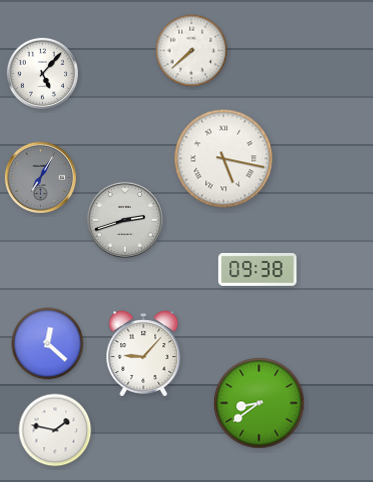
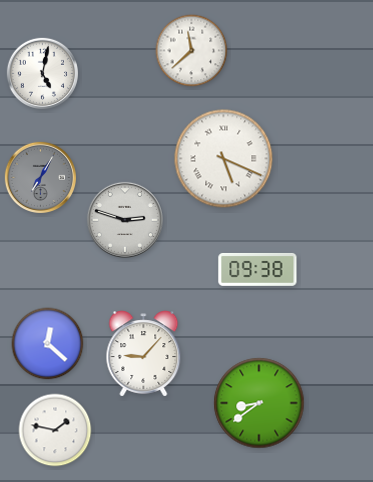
clock at (192, 51): 7:38 -> 11:38
clock at (43, 74): 5:07 -> 5:02
clock at (224, 159): 5:17 -> 5:19
clock at (125, 220): 2:42 -> 2:48
